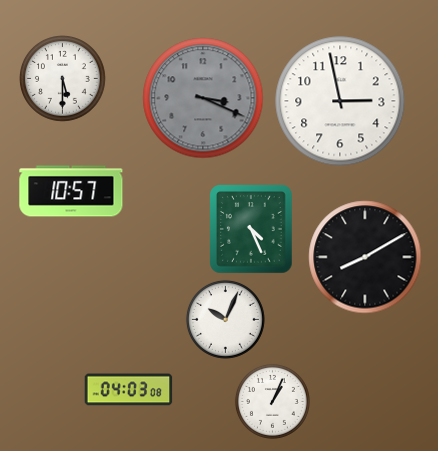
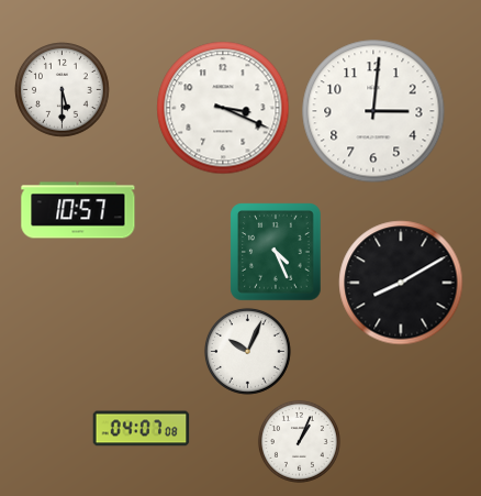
clock at (63, 79) position: (63, 79) -> (63, 90)
clock at (203, 98) dial: grey -> white
clock at (340, 101): 2:58 -> 3:01
clock at (129, 390): 04:03 -> 04:07
